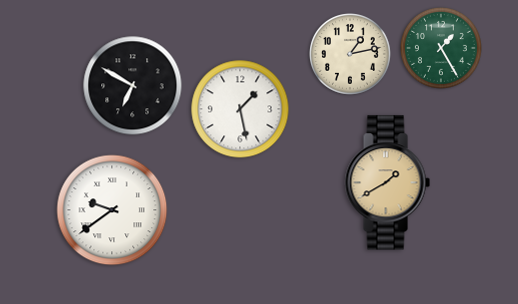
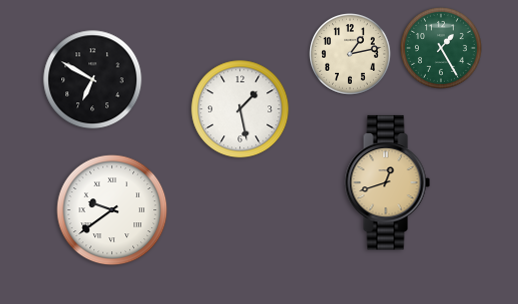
clock at (133, 86) position: (133, 86) -> (93, 80)
clock at (387, 183): 1:40 -> 12:42
